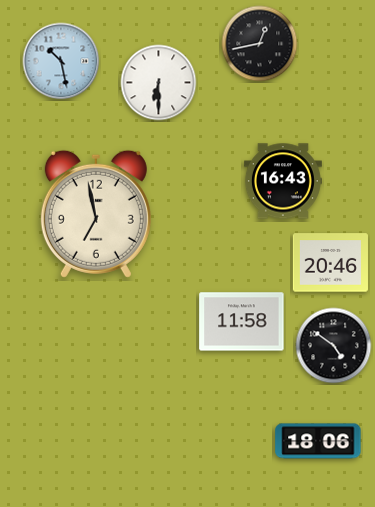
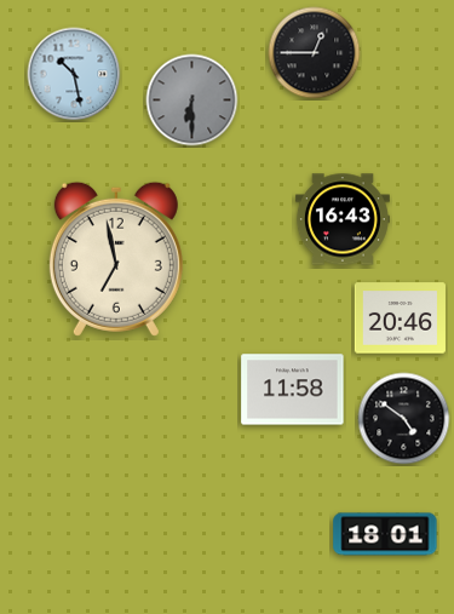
clock at (260, 44): 12:43 -> 12:45
clock at (159, 83) dial: white -> grey
clock at (318, 441): 18:06 -> 18:01
